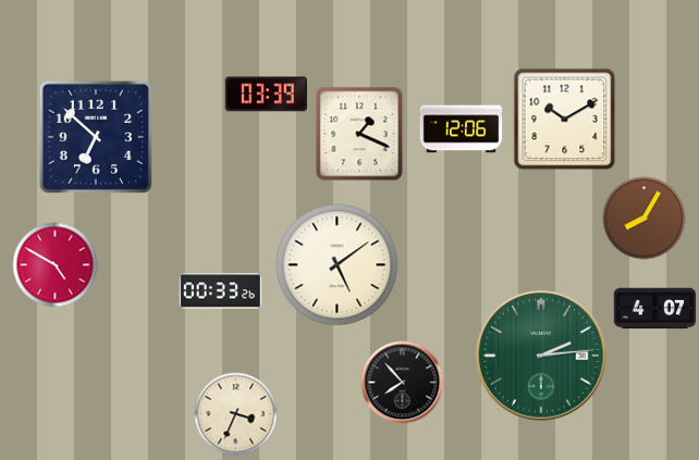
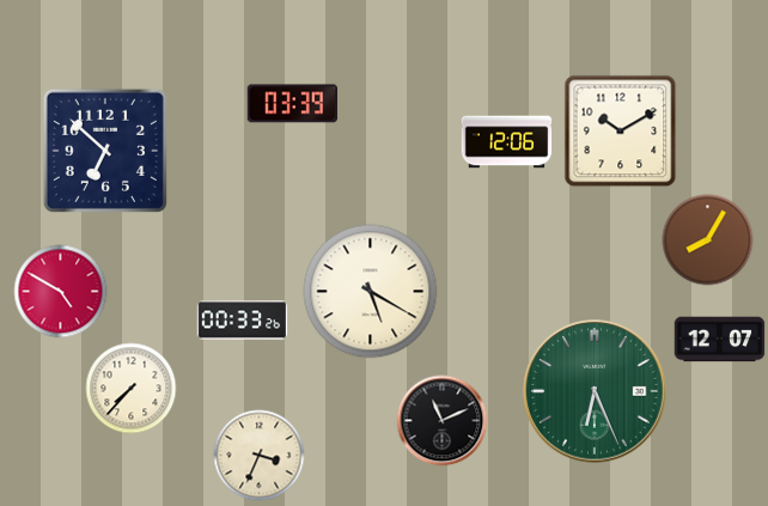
clock at (359, 134): 1:19 -> none
clock at (338, 265): 5:09 -> 5:20
clock at (655, 309): 4:07 -> 12:07
clock at (132, 389): none -> 7:37
clock at (541, 356): 2:14 -> 6:26
clock at (403, 383): 7:53 -> 11:11
